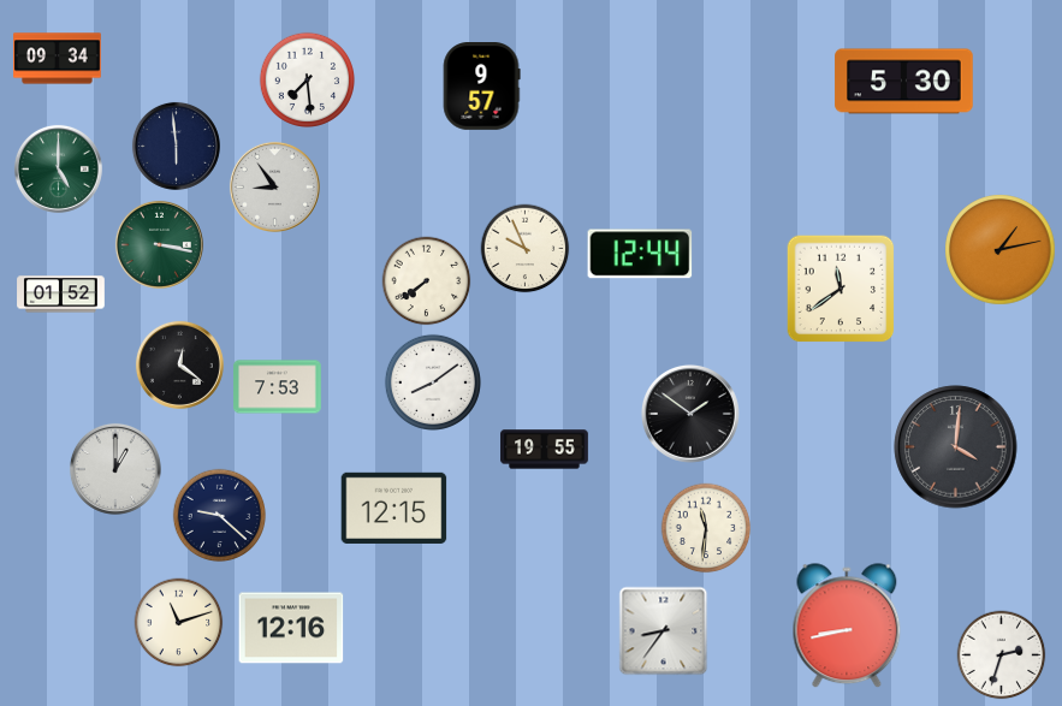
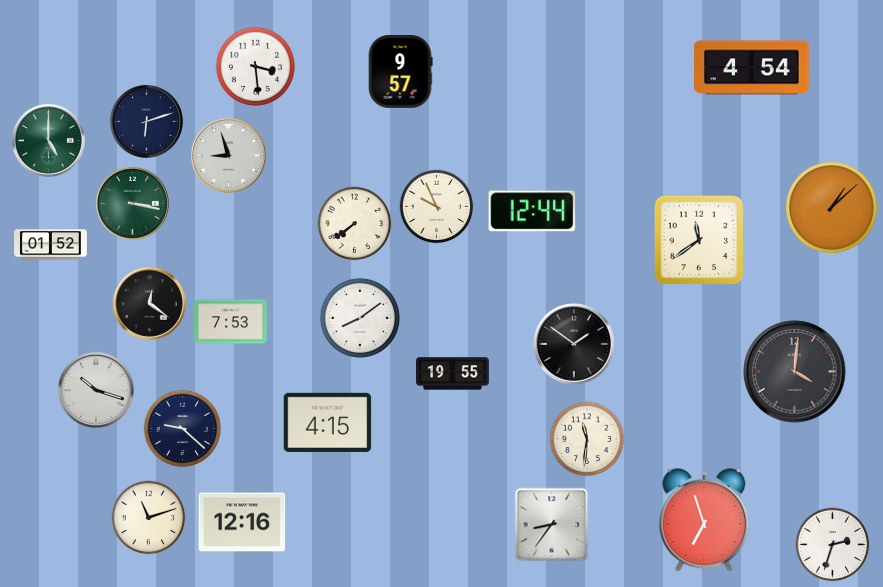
clock at (58, 59): 09:34 -> none
clock at (307, 79): 7:29 -> 3:29
clock at (904, 82): 5:30 -> 4:54
clock at (176, 146): 5:59 -> 6:12
clock at (274, 186): 8:54 -> 8:57
clock at (1001, 250): 1:13 -> 1:08
clock at (427, 281) position: (427, 281) -> (355, 224)
clock at (115, 469): 1:00 -> 10:18
clock at (394, 508): 12:15 -> 4:15
clock at (847, 627): 8:43 -> 6:57
